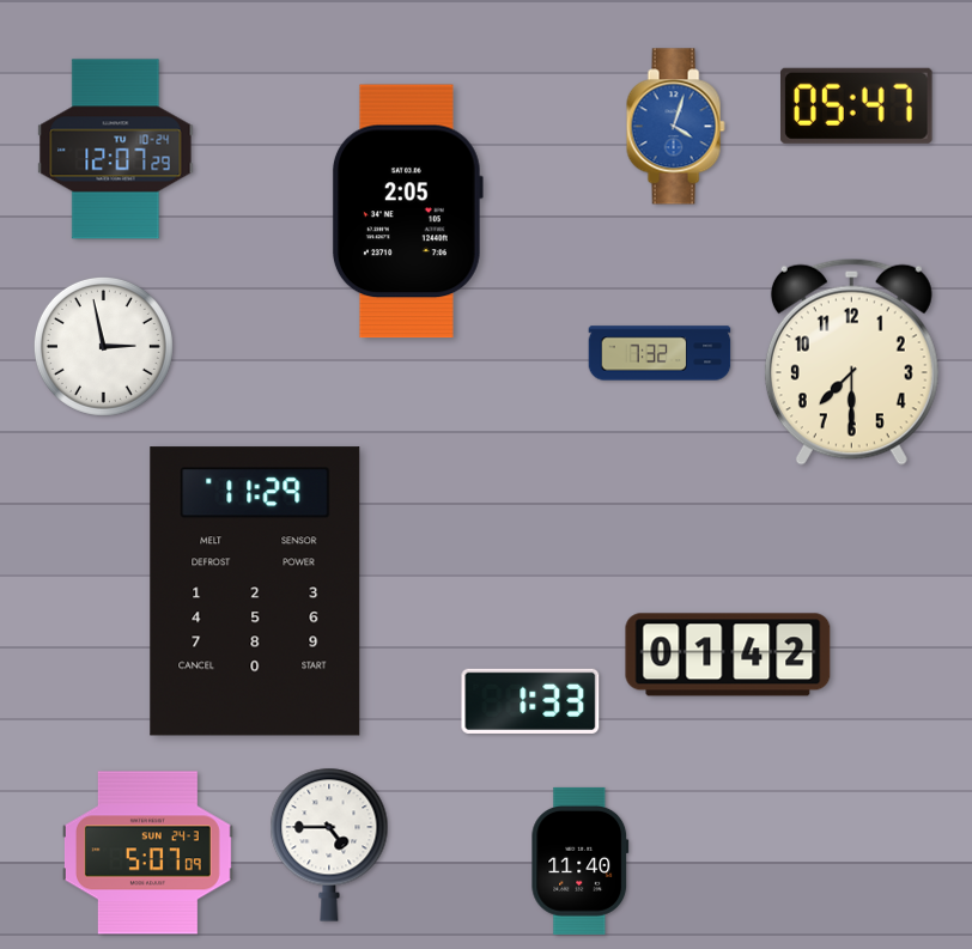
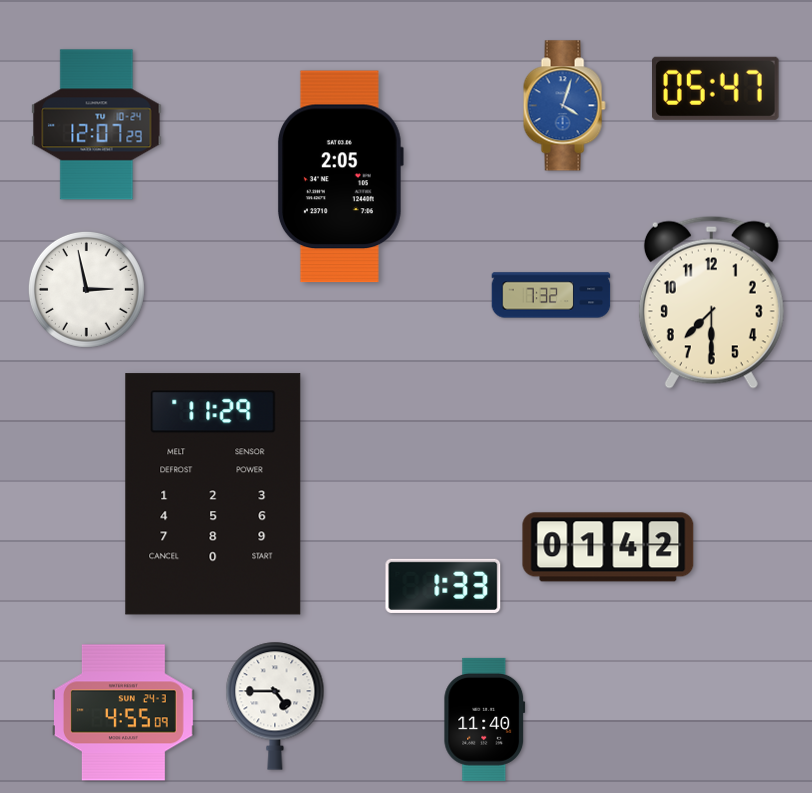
clock at (147, 853): 5:07 -> 4:55
